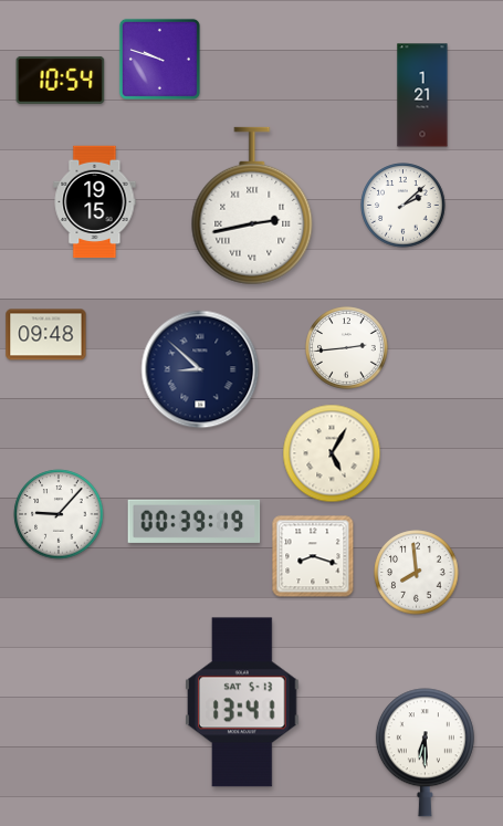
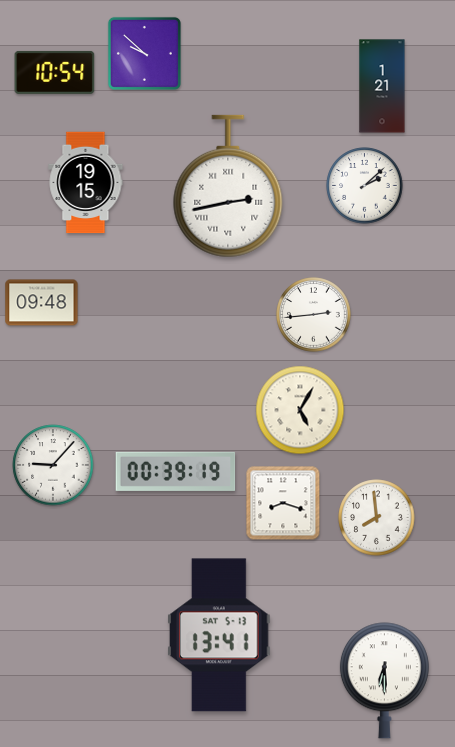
clock at (159, 59): 9:48 -> 9:52
clock at (200, 369): 8:52 -> none
